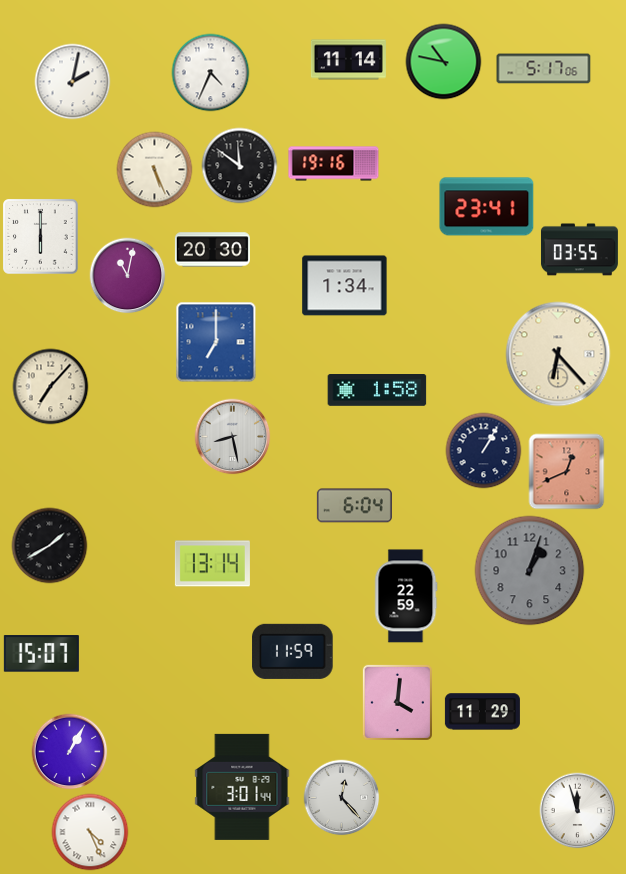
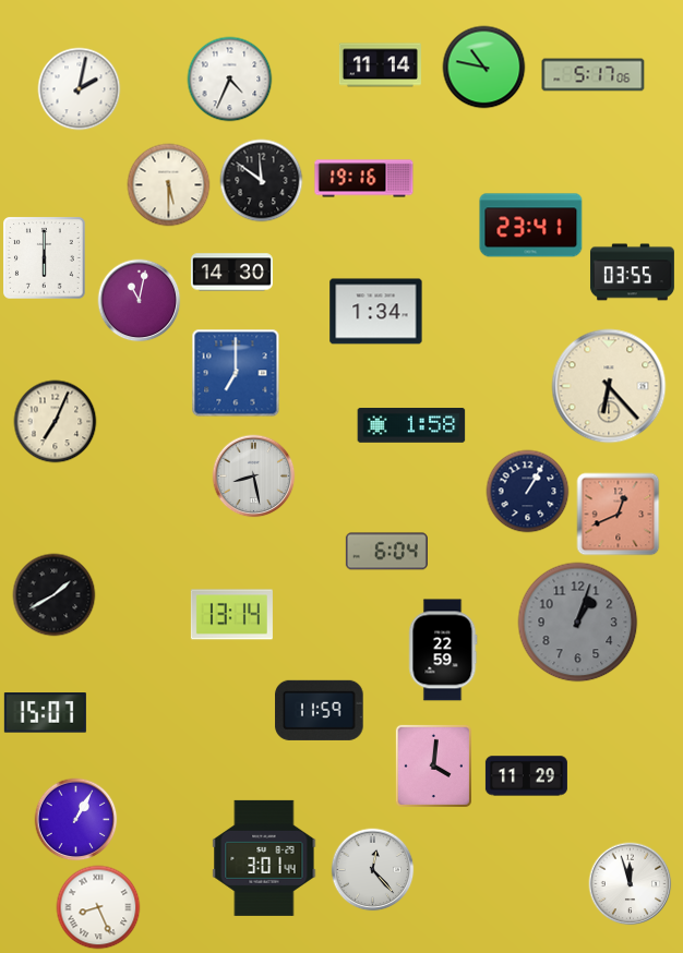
clock at (155, 170): 5:26 -> 5:30
clock at (212, 250): 20:30 -> 14:30
clock at (51, 387): 7:07 -> 7:04
clock at (90, 832): 4:26 -> 8:26
